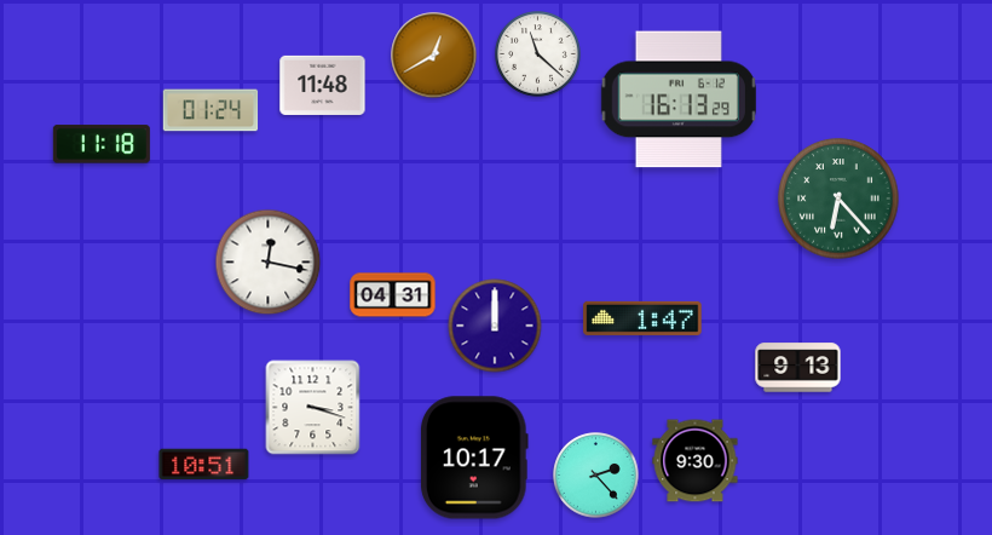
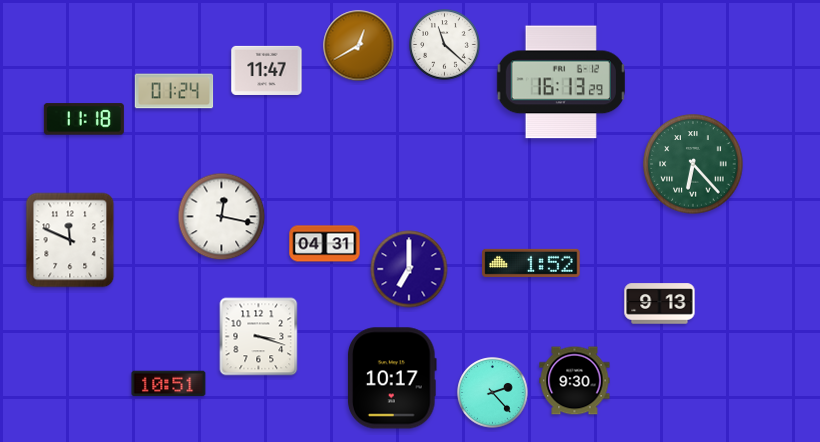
clock at (323, 85): 11:48 -> 11:47
clock at (70, 240): none -> 11:49
clock at (642, 318): 1:47 -> 1:52
clock at (495, 326): 12:00 -> 7:00
